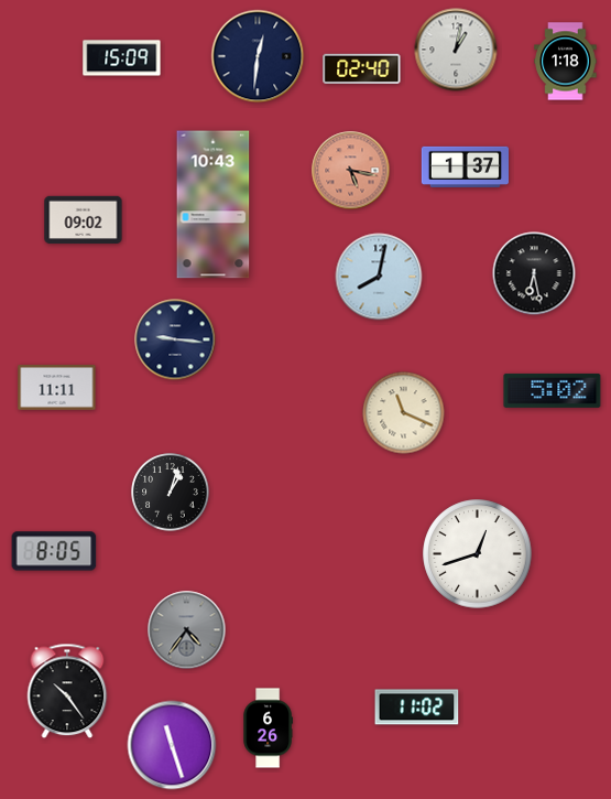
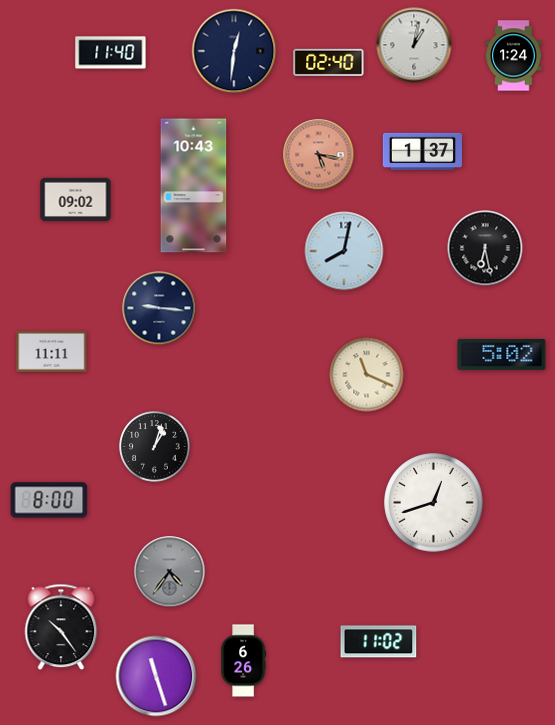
clock at (122, 58): 15:09 -> 11:40
clock at (566, 62): 1:18 -> 1:24
clock at (54, 551): 8:05 -> 8:00
